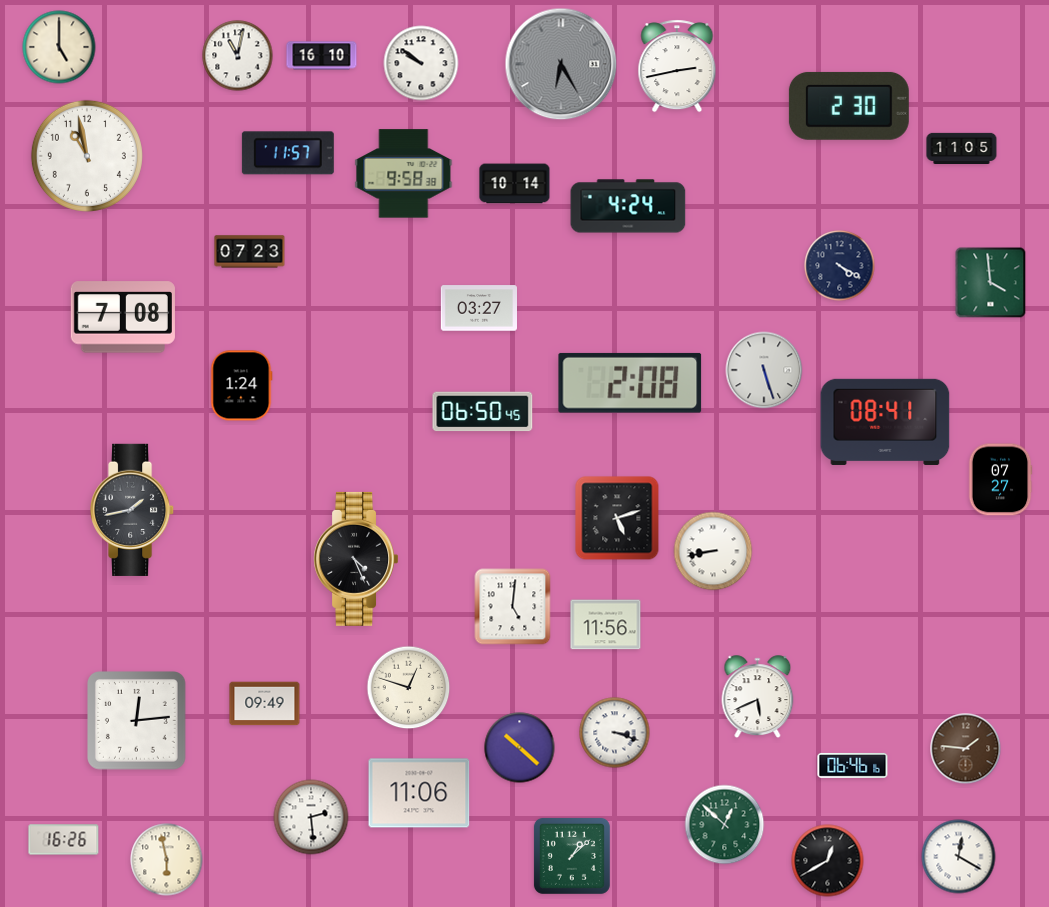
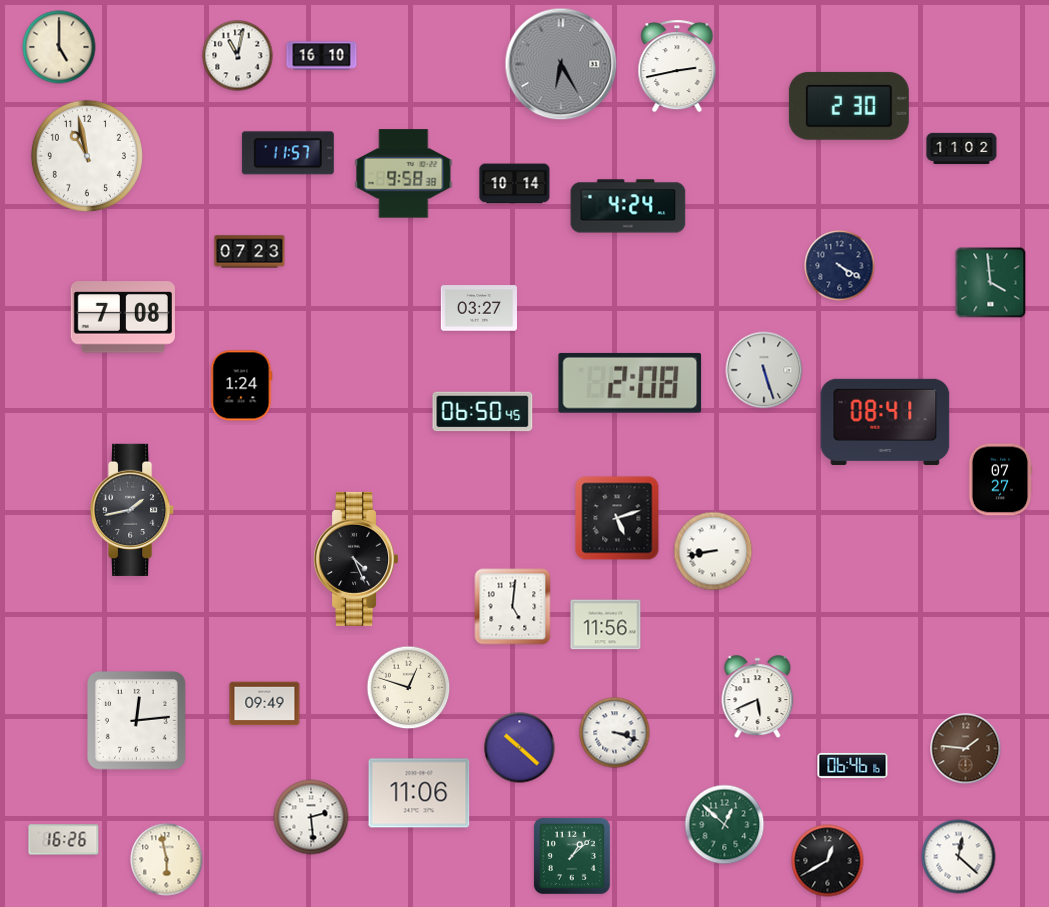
clock at (421, 63): 9:51 -> none
clock at (962, 148): 11:05 -> 11:02
clock at (959, 857): 12:20 -> 12:22
